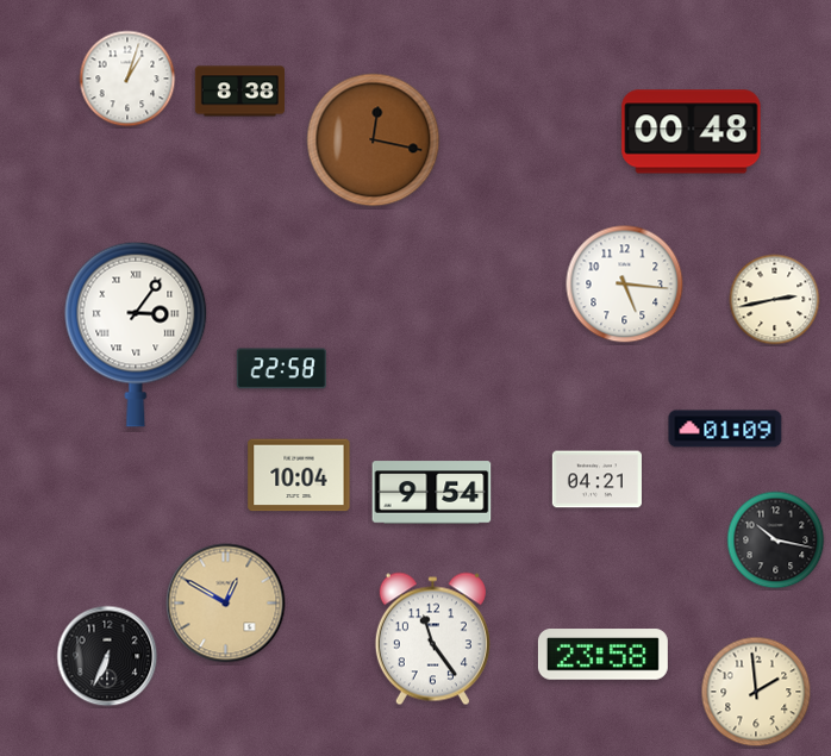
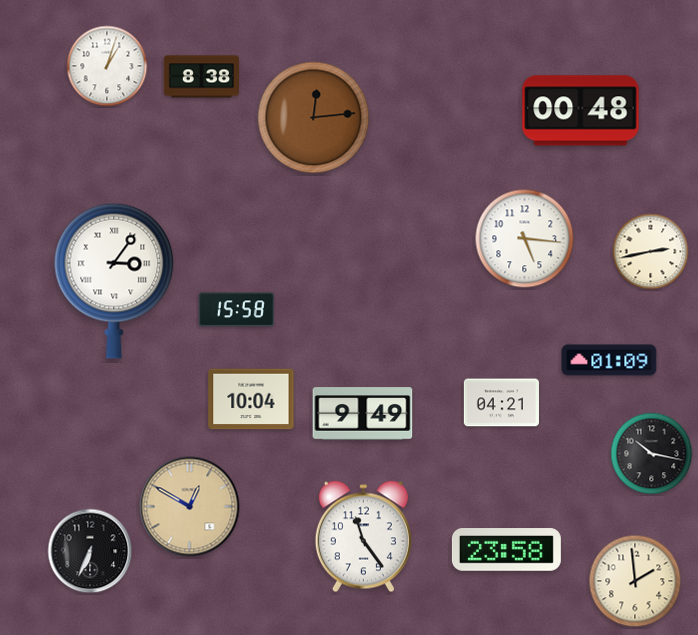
clock at (374, 140): 12:17 -> 12:14
clock at (281, 369): 22:58 -> 15:58
clock at (432, 493): 9:54 -> 9:49
